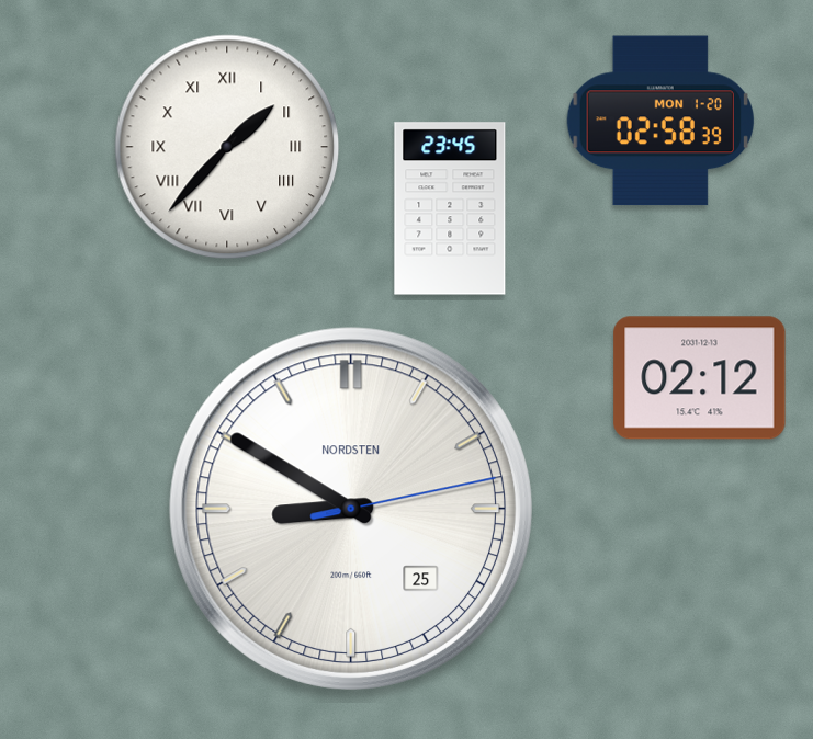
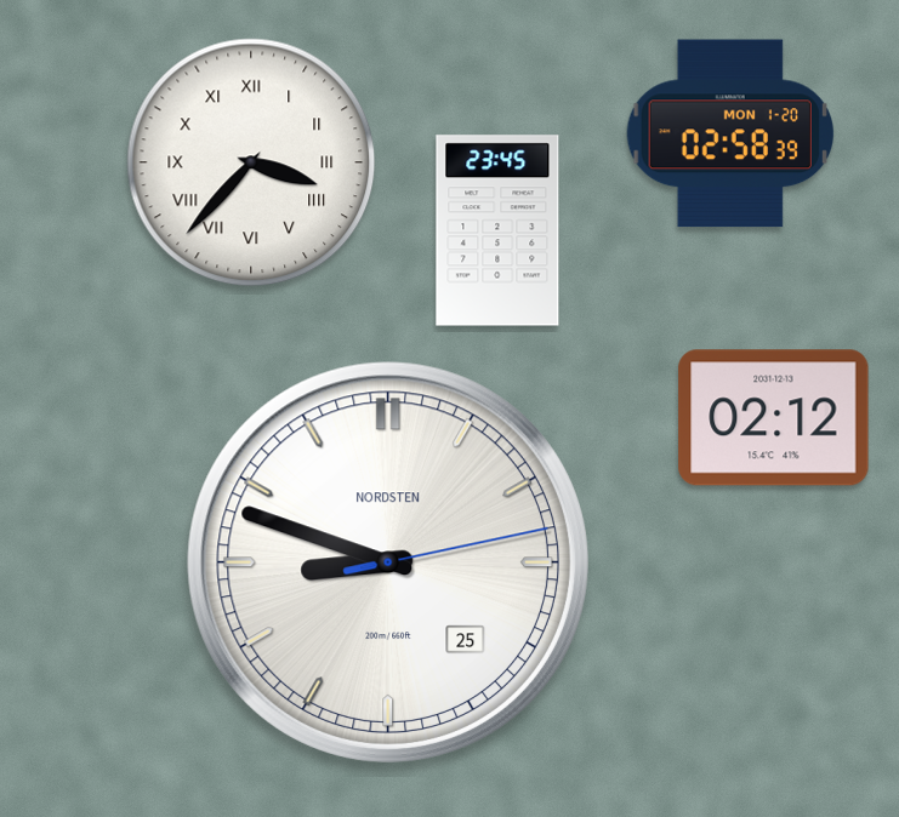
clock at (227, 147): 1:37 -> 3:37
clock at (351, 509): 8:50 -> 8:48
